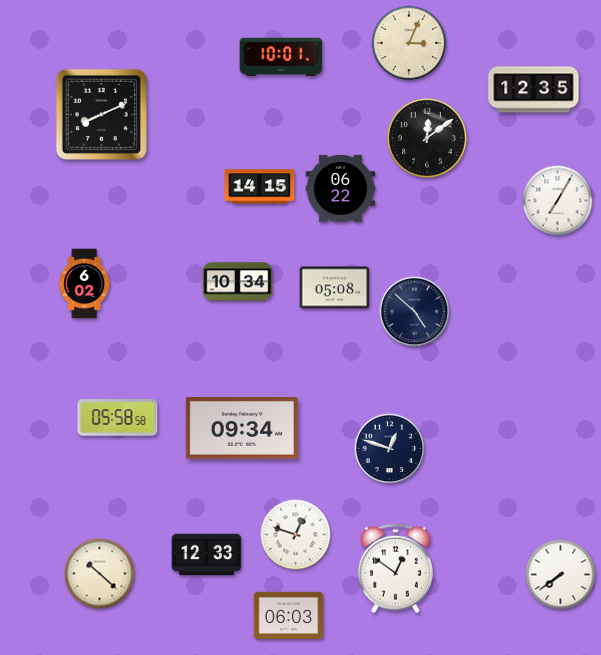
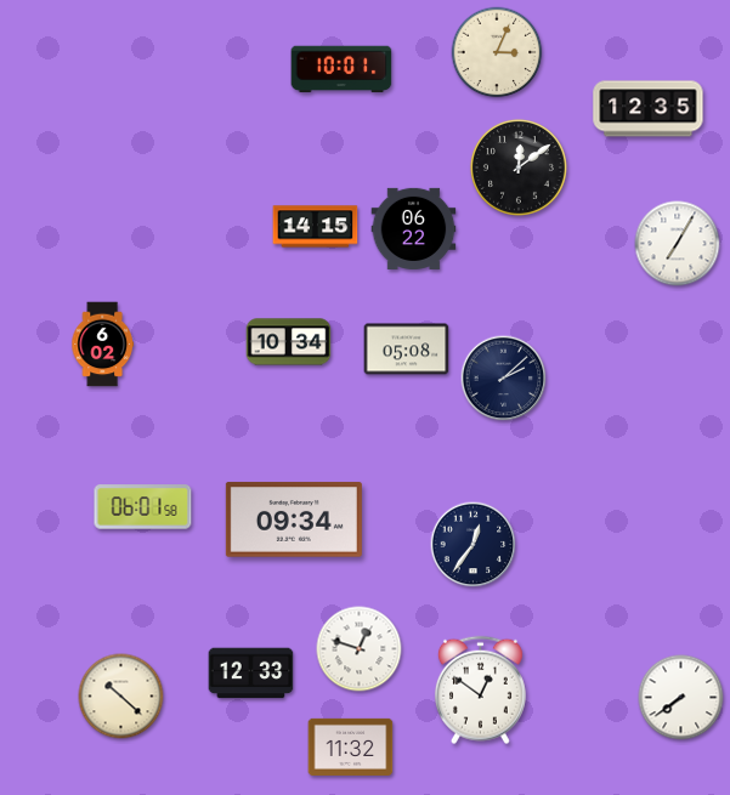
clock at (101, 114): 8:11 -> none
clock at (415, 312): 4:52 -> 2:08
clock at (118, 418): 05:58 -> 06:01
clock at (390, 449): 12:48 -> 12:36
clock at (289, 615): 06:03 -> 11:32
